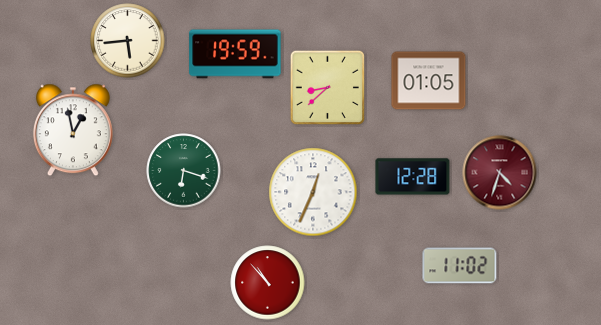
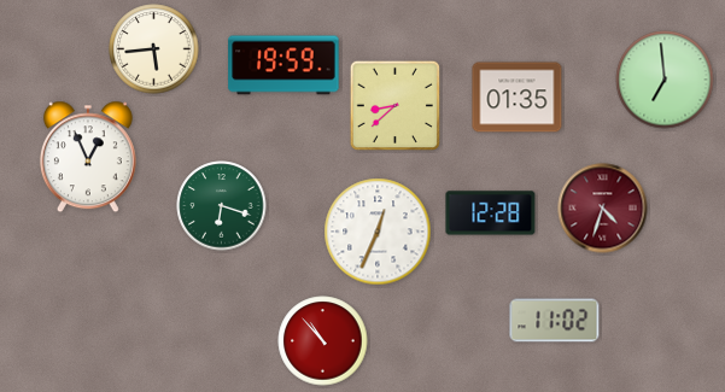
clock at (665, 80): none -> 6:59
clock at (429, 81): 01:05 -> 01:35
clock at (73, 130): 12:58 -> 12:56
clock at (413, 177) position: (413, 177) -> (491, 213)
